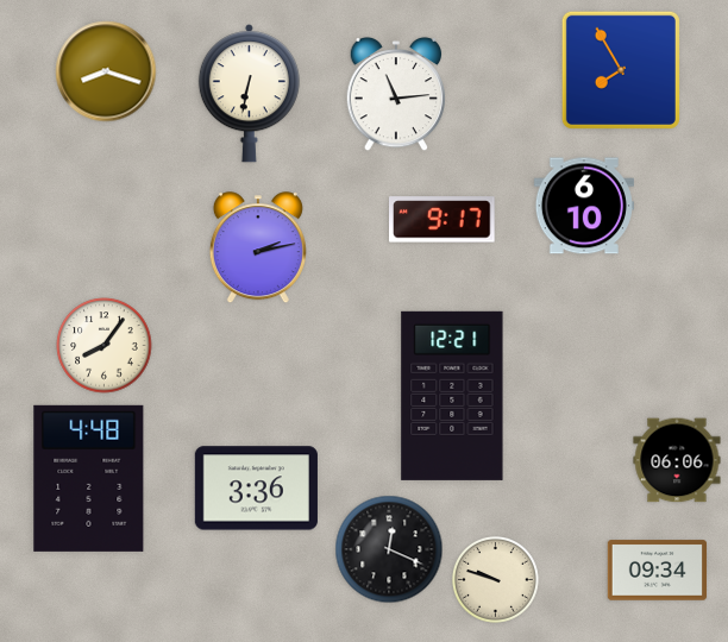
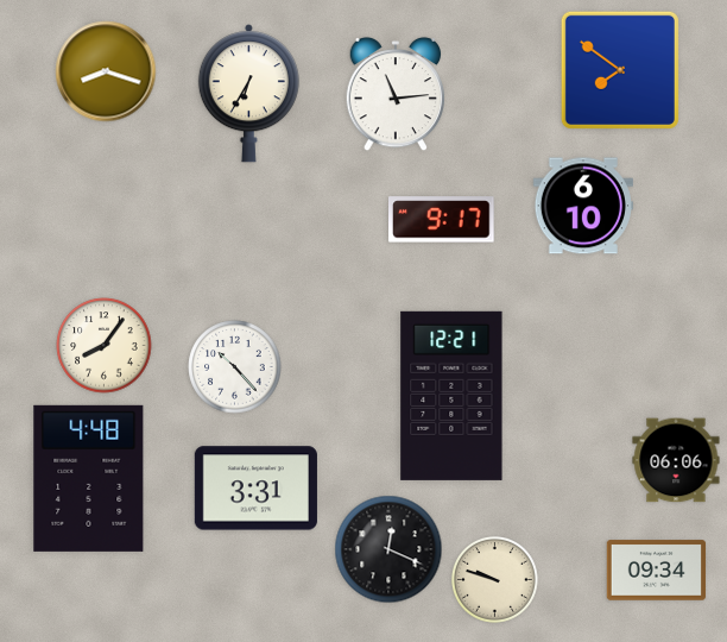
clock at (621, 70): 7:55 -> 7:51
clock at (249, 94): 6:32 -> 6:35
clock at (258, 248): 2:13 -> none
clock at (235, 367): none -> 10:23
clock at (256, 489): 3:36 -> 3:31
